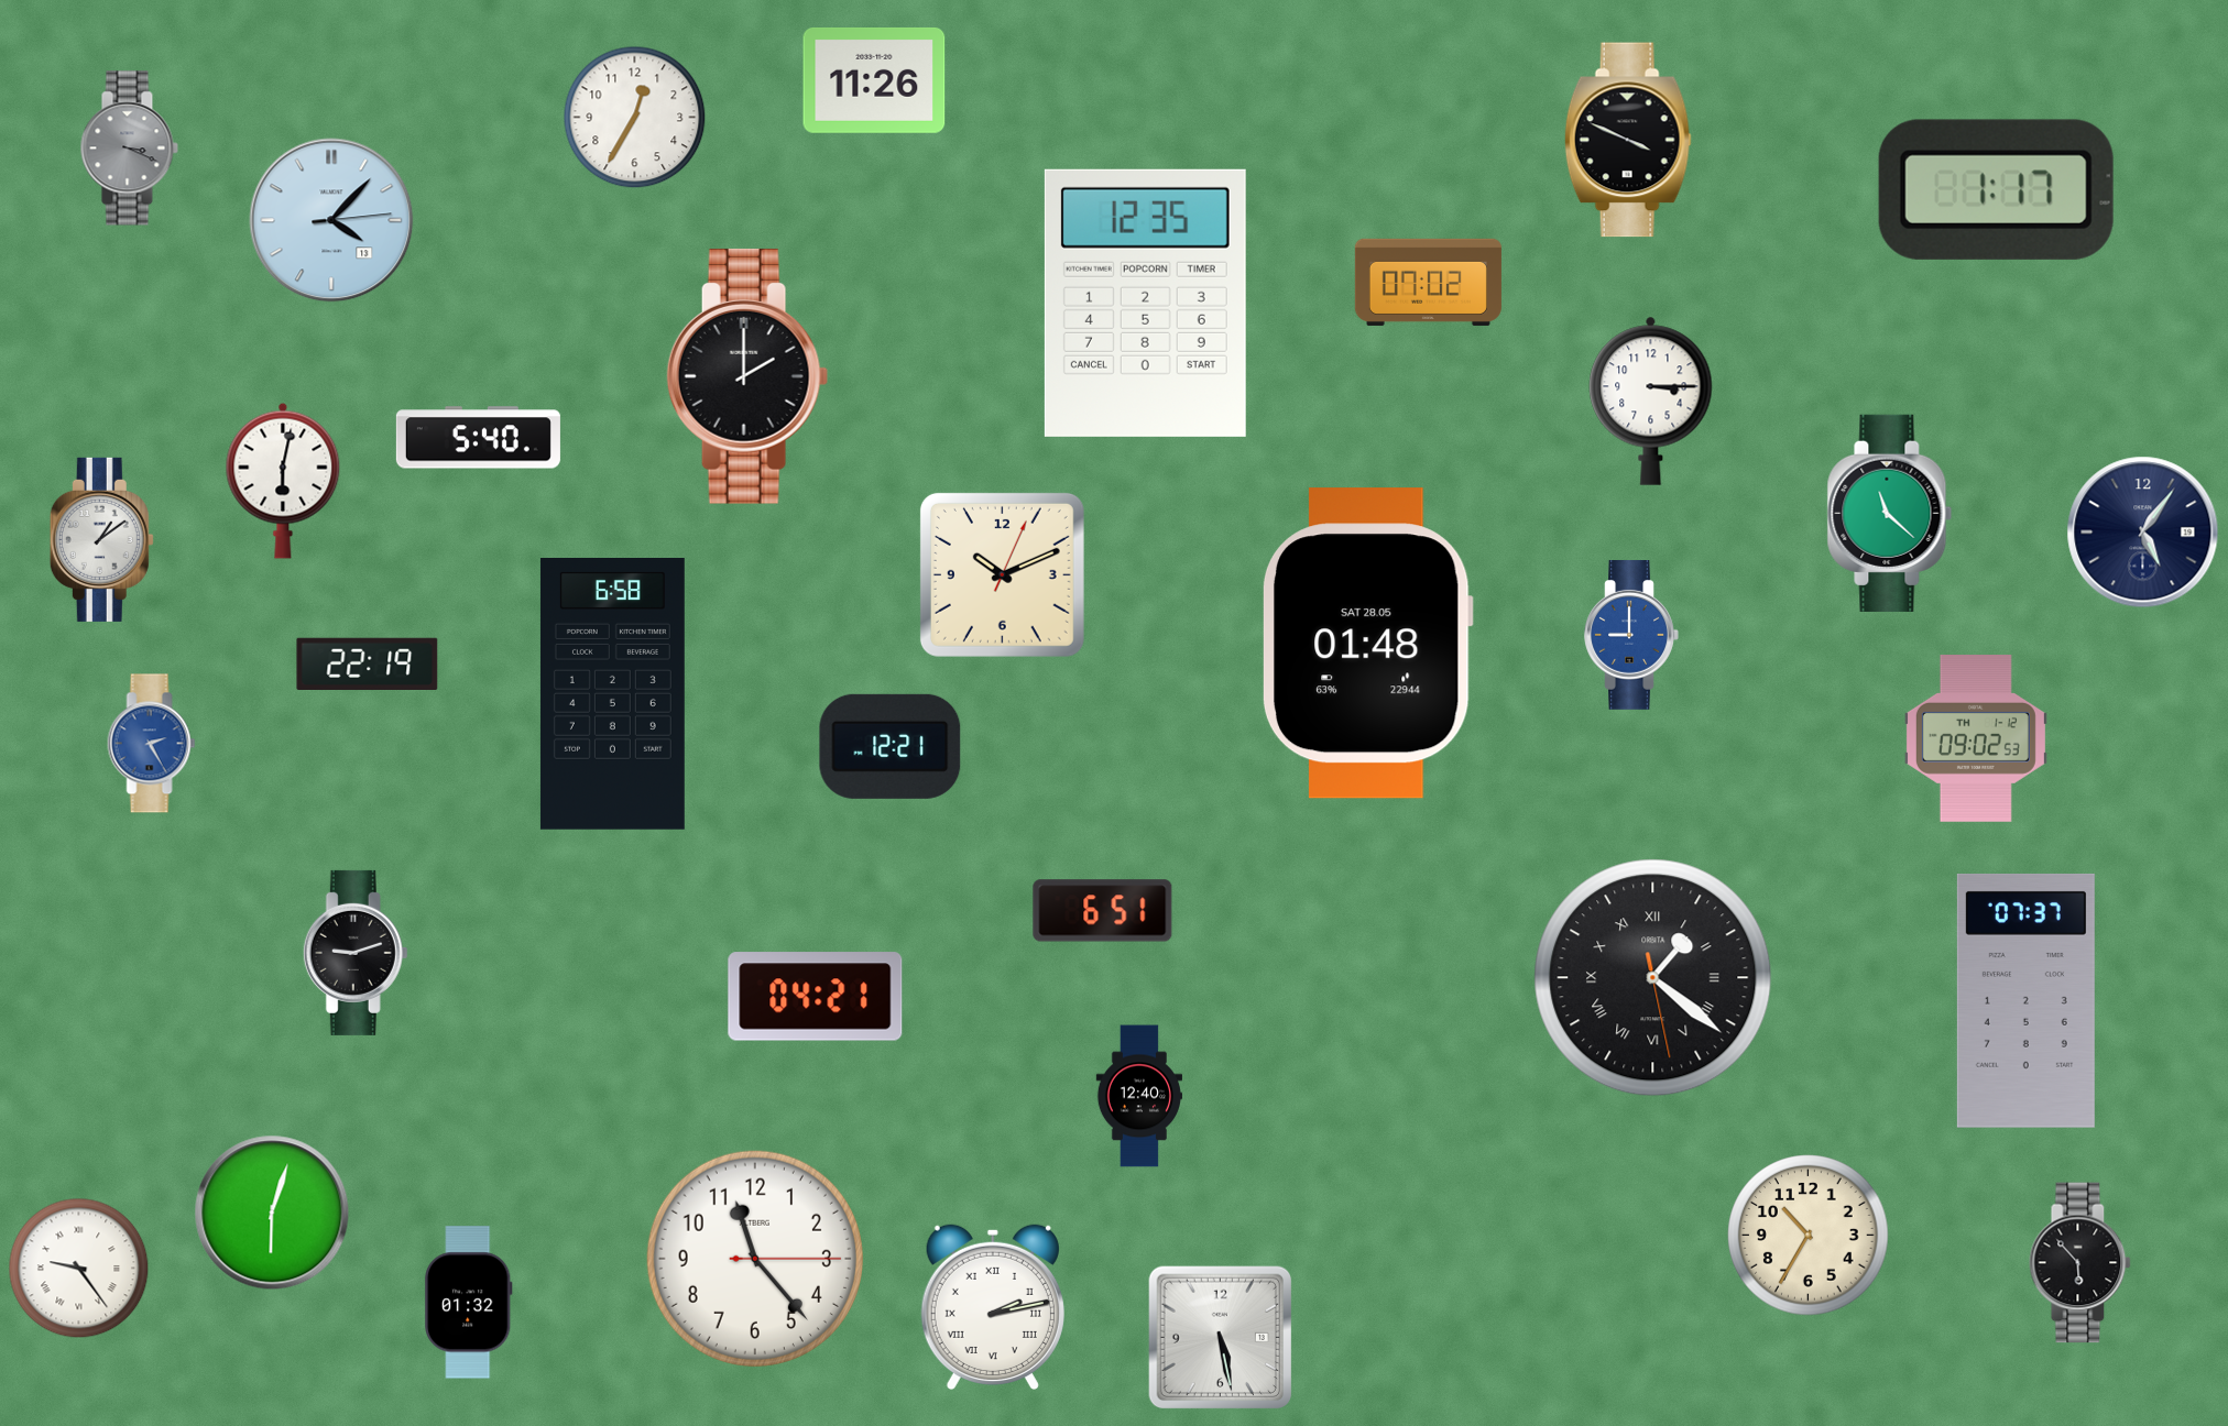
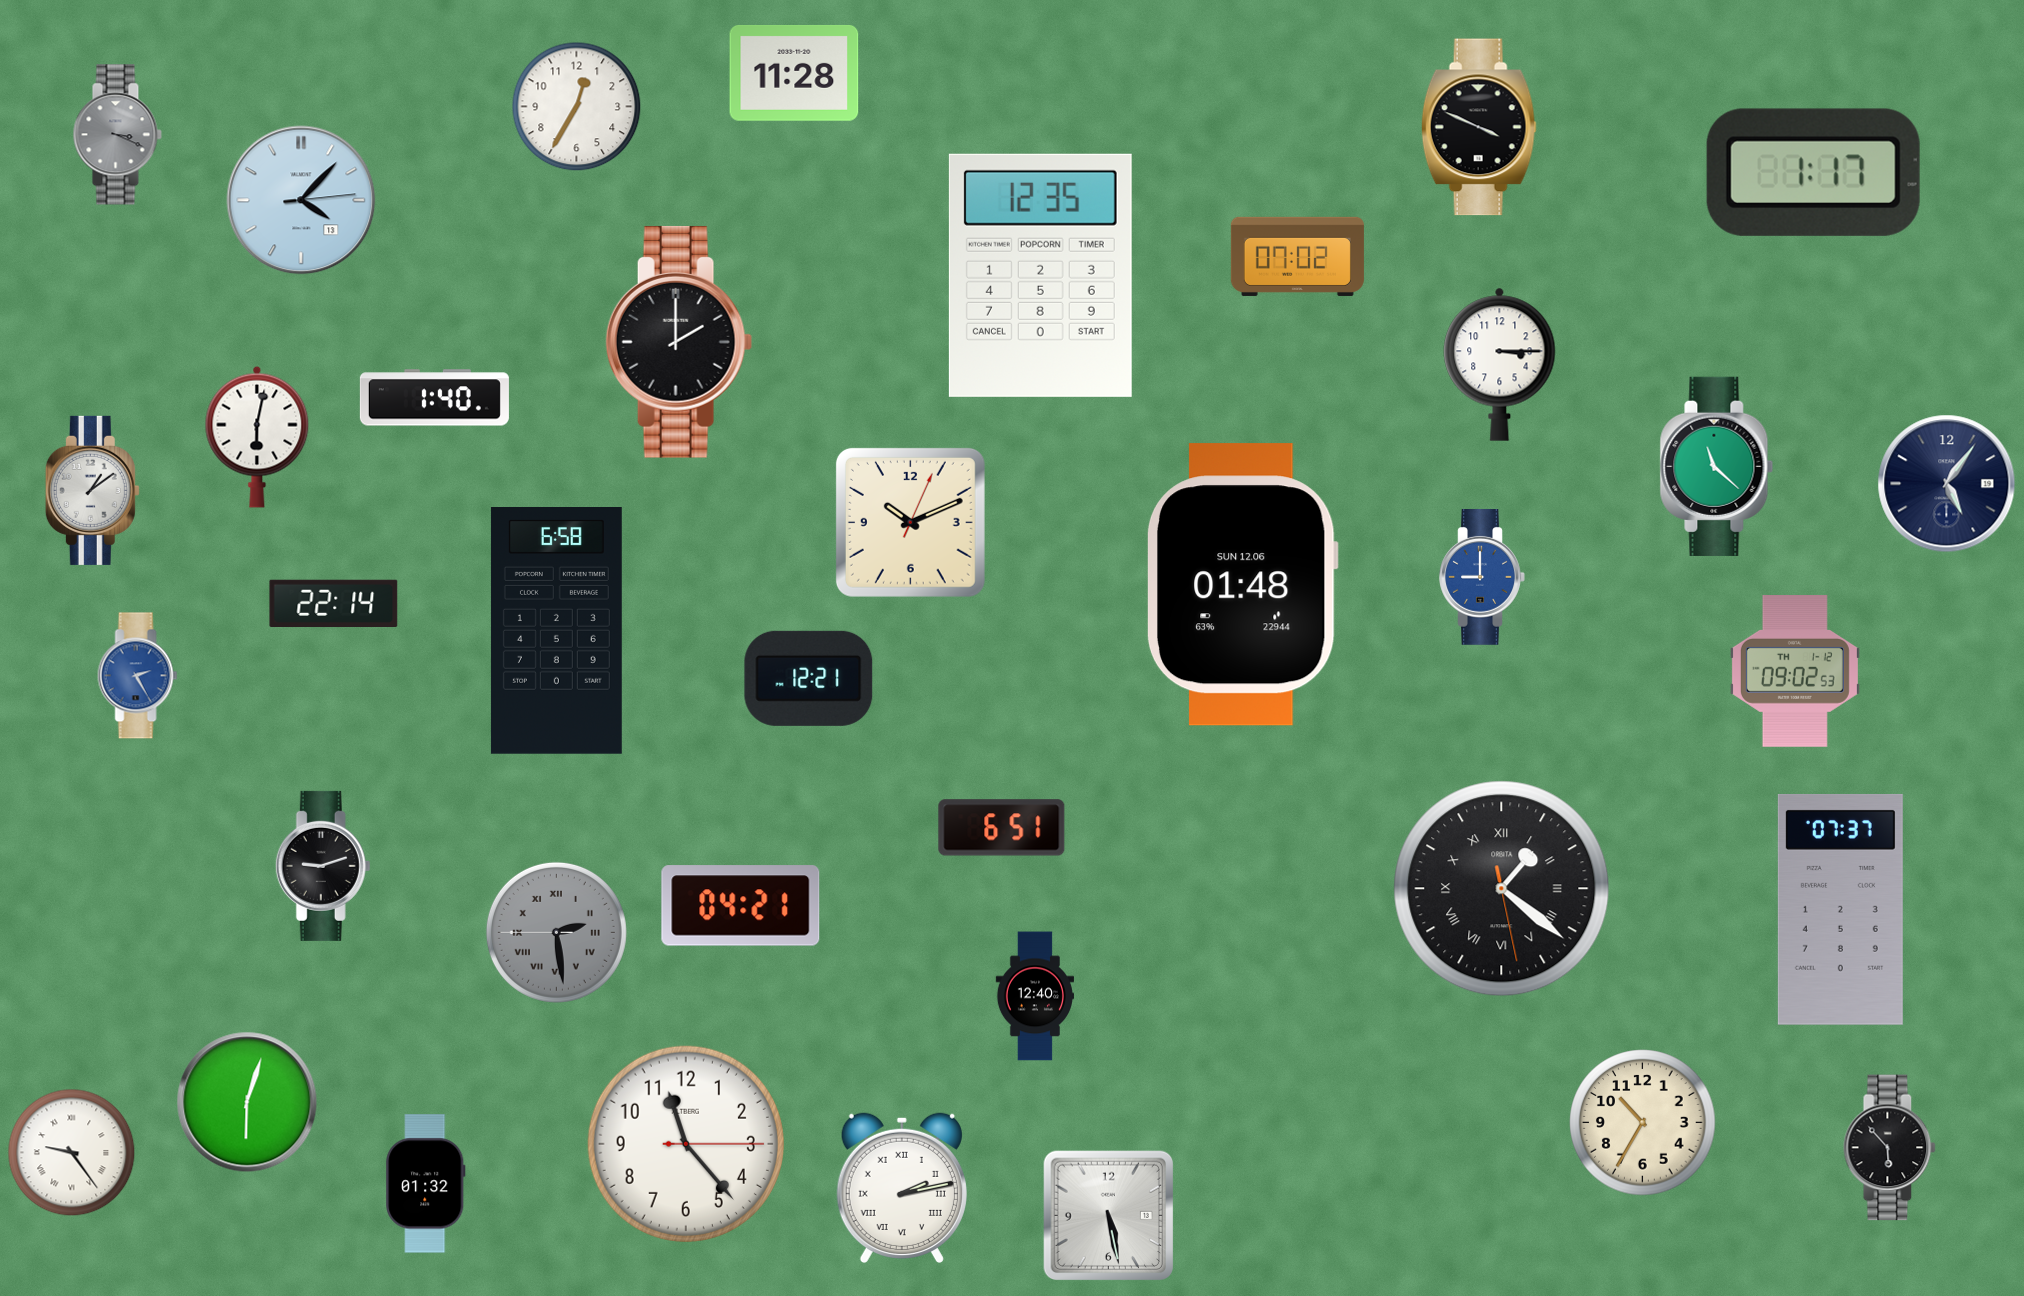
clock at (874, 80): 11:26 -> 11:28
clock at (478, 438): 5:40 -> 1:40
clock at (1367, 644) date: SAT 28.05 -> SUN 12.06
clock at (368, 663): 22:19 -> 22:14
clock at (556, 932): none -> 2:28
